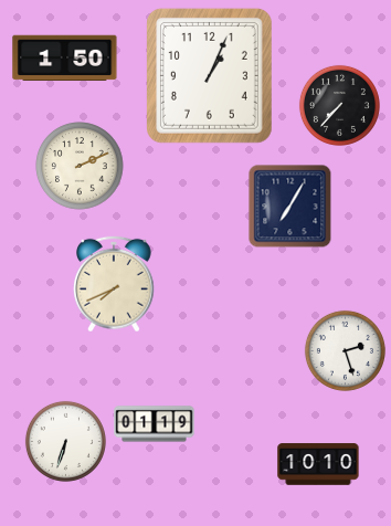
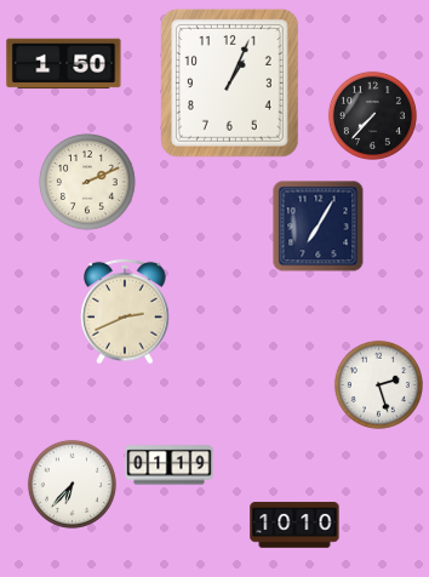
clock at (65, 59) position: (65, 59) -> (64, 64)
clock at (115, 284): 7:41 -> 2:41
clock at (65, 441): 6:33 -> 6:37
clock at (318, 464) position: (318, 464) -> (294, 525)
